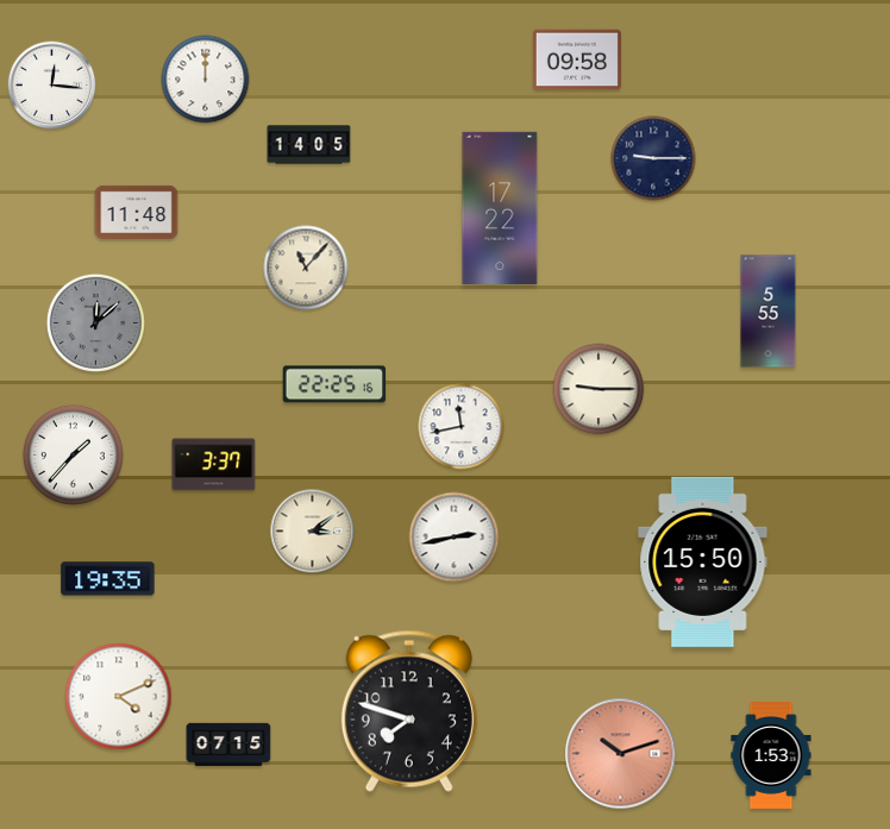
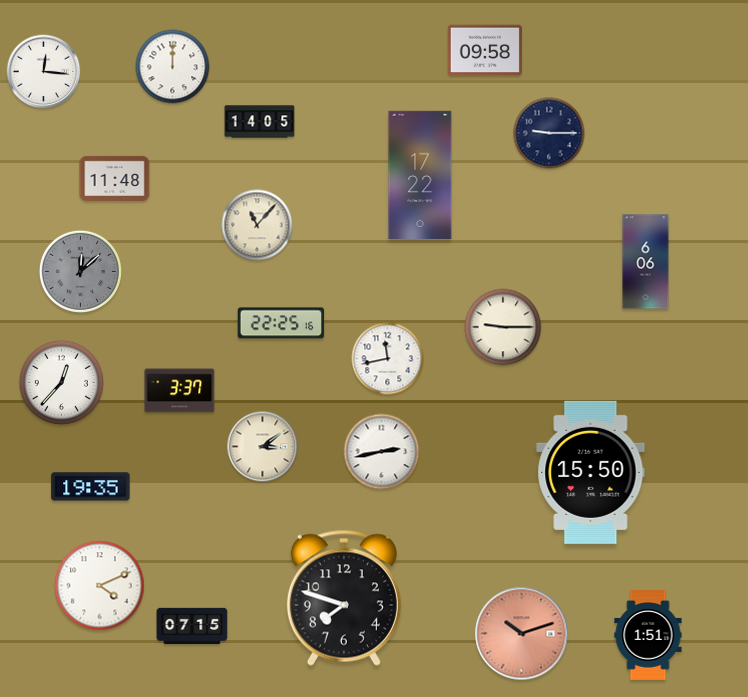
clock at (769, 312): 5:55 -> 6:06
clock at (73, 454): 1:37 -> 12:37
clock at (771, 755): 1:53 -> 1:51
